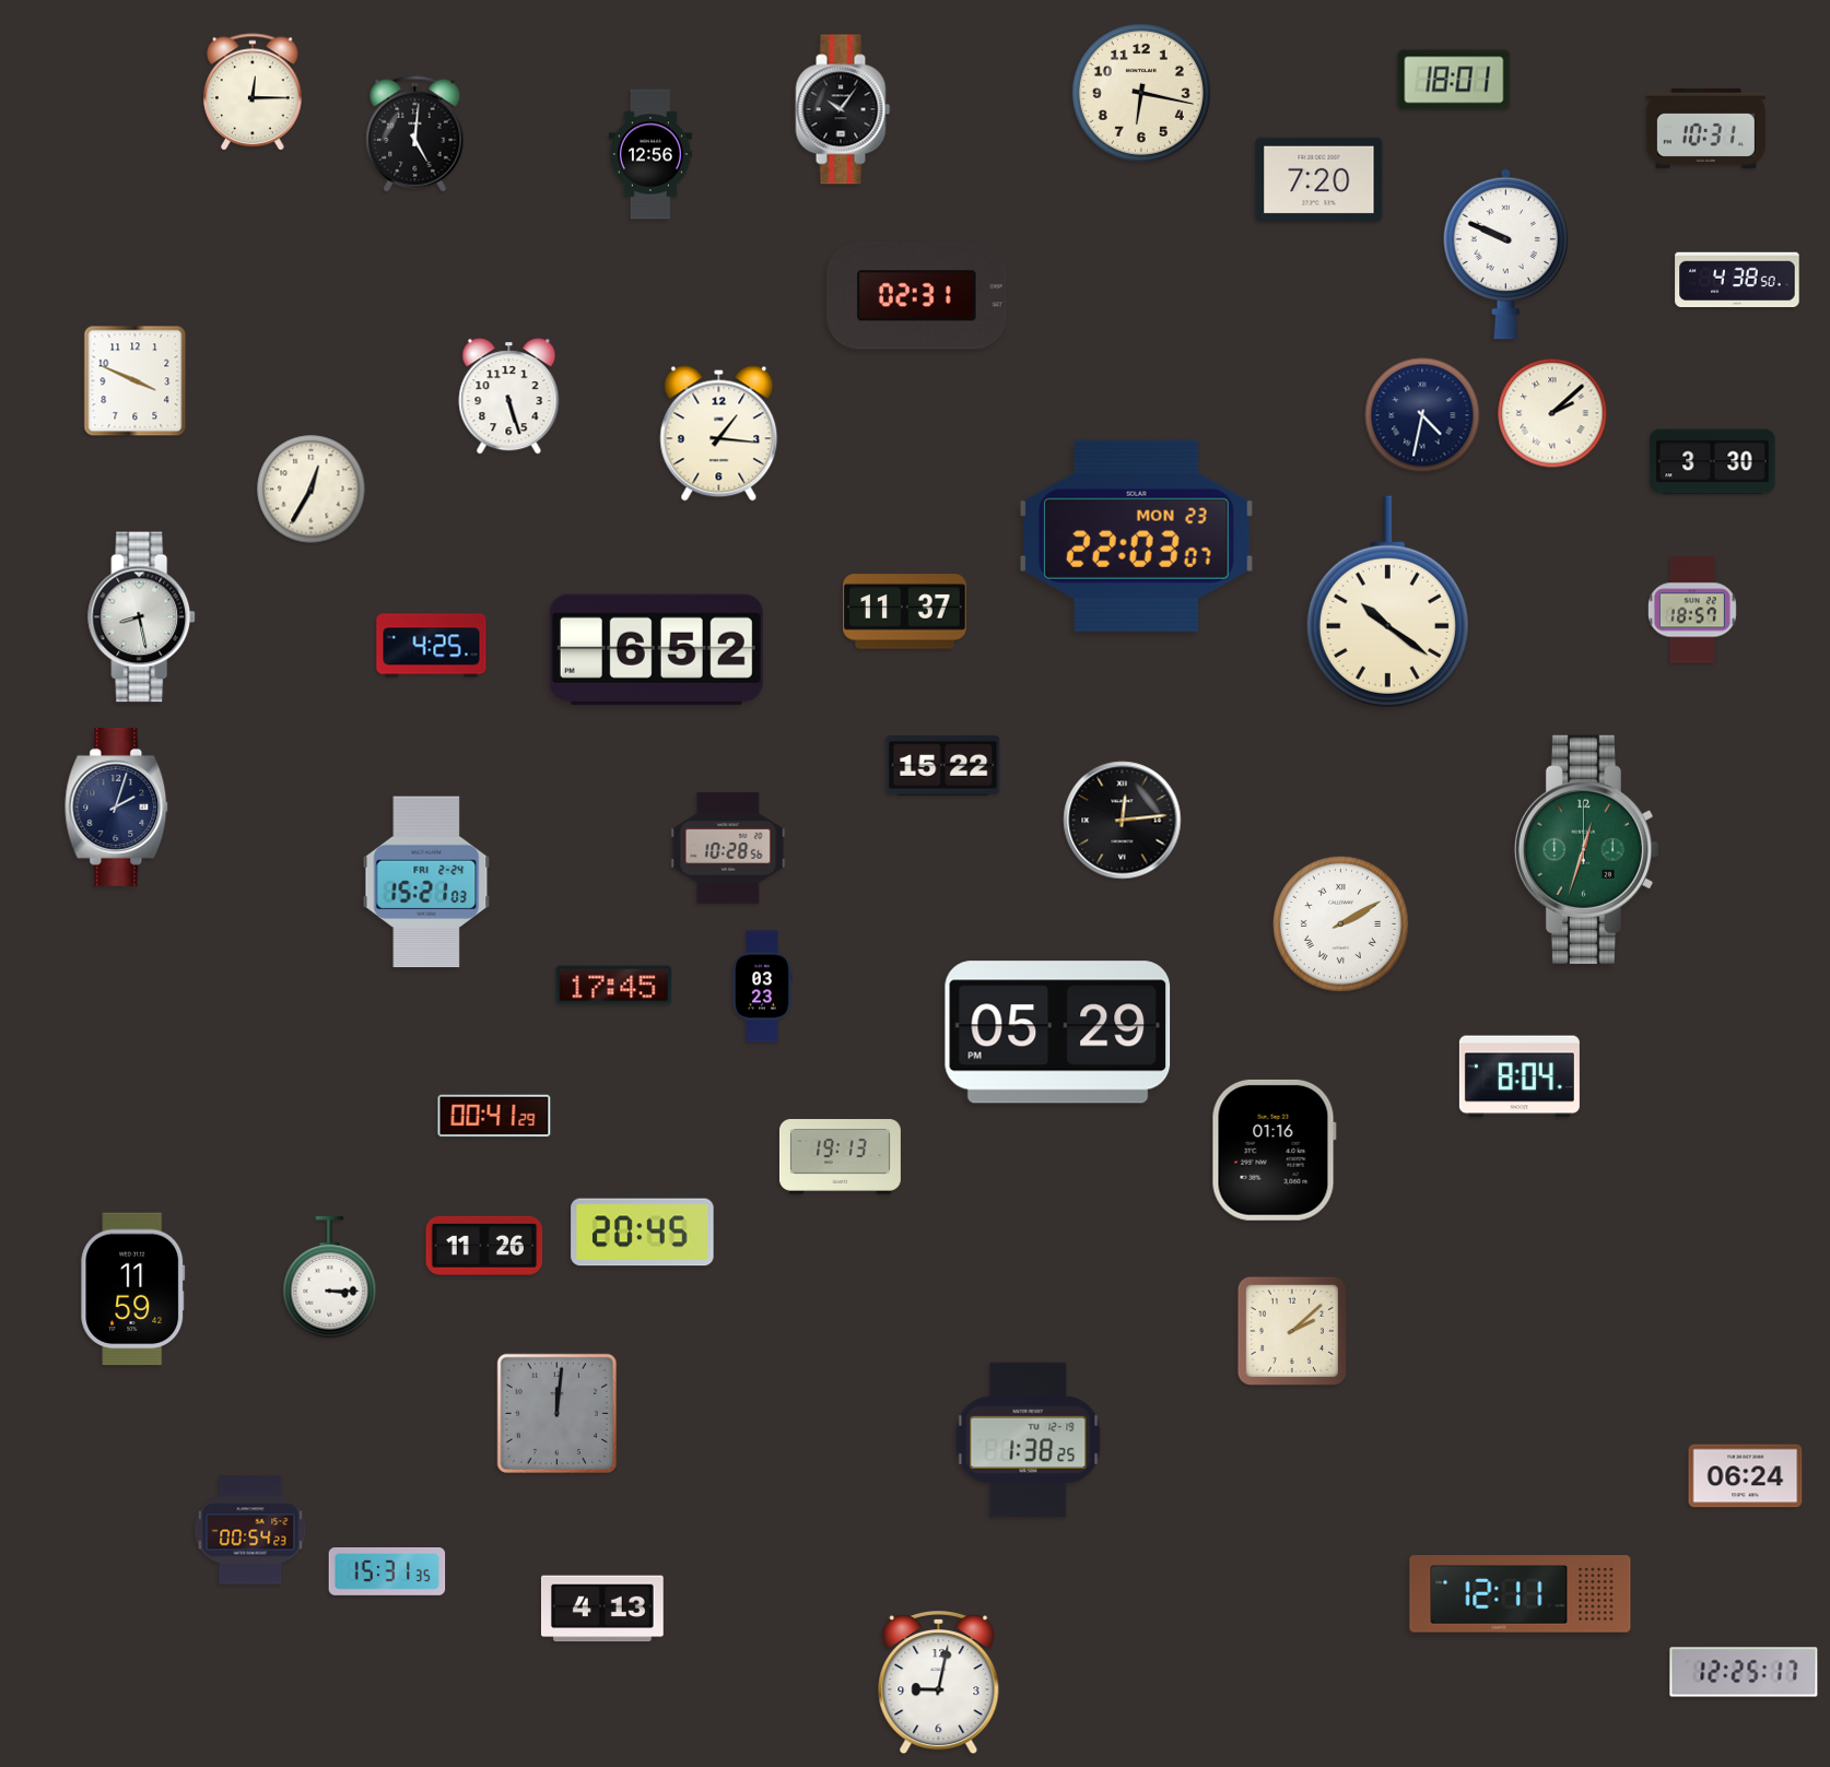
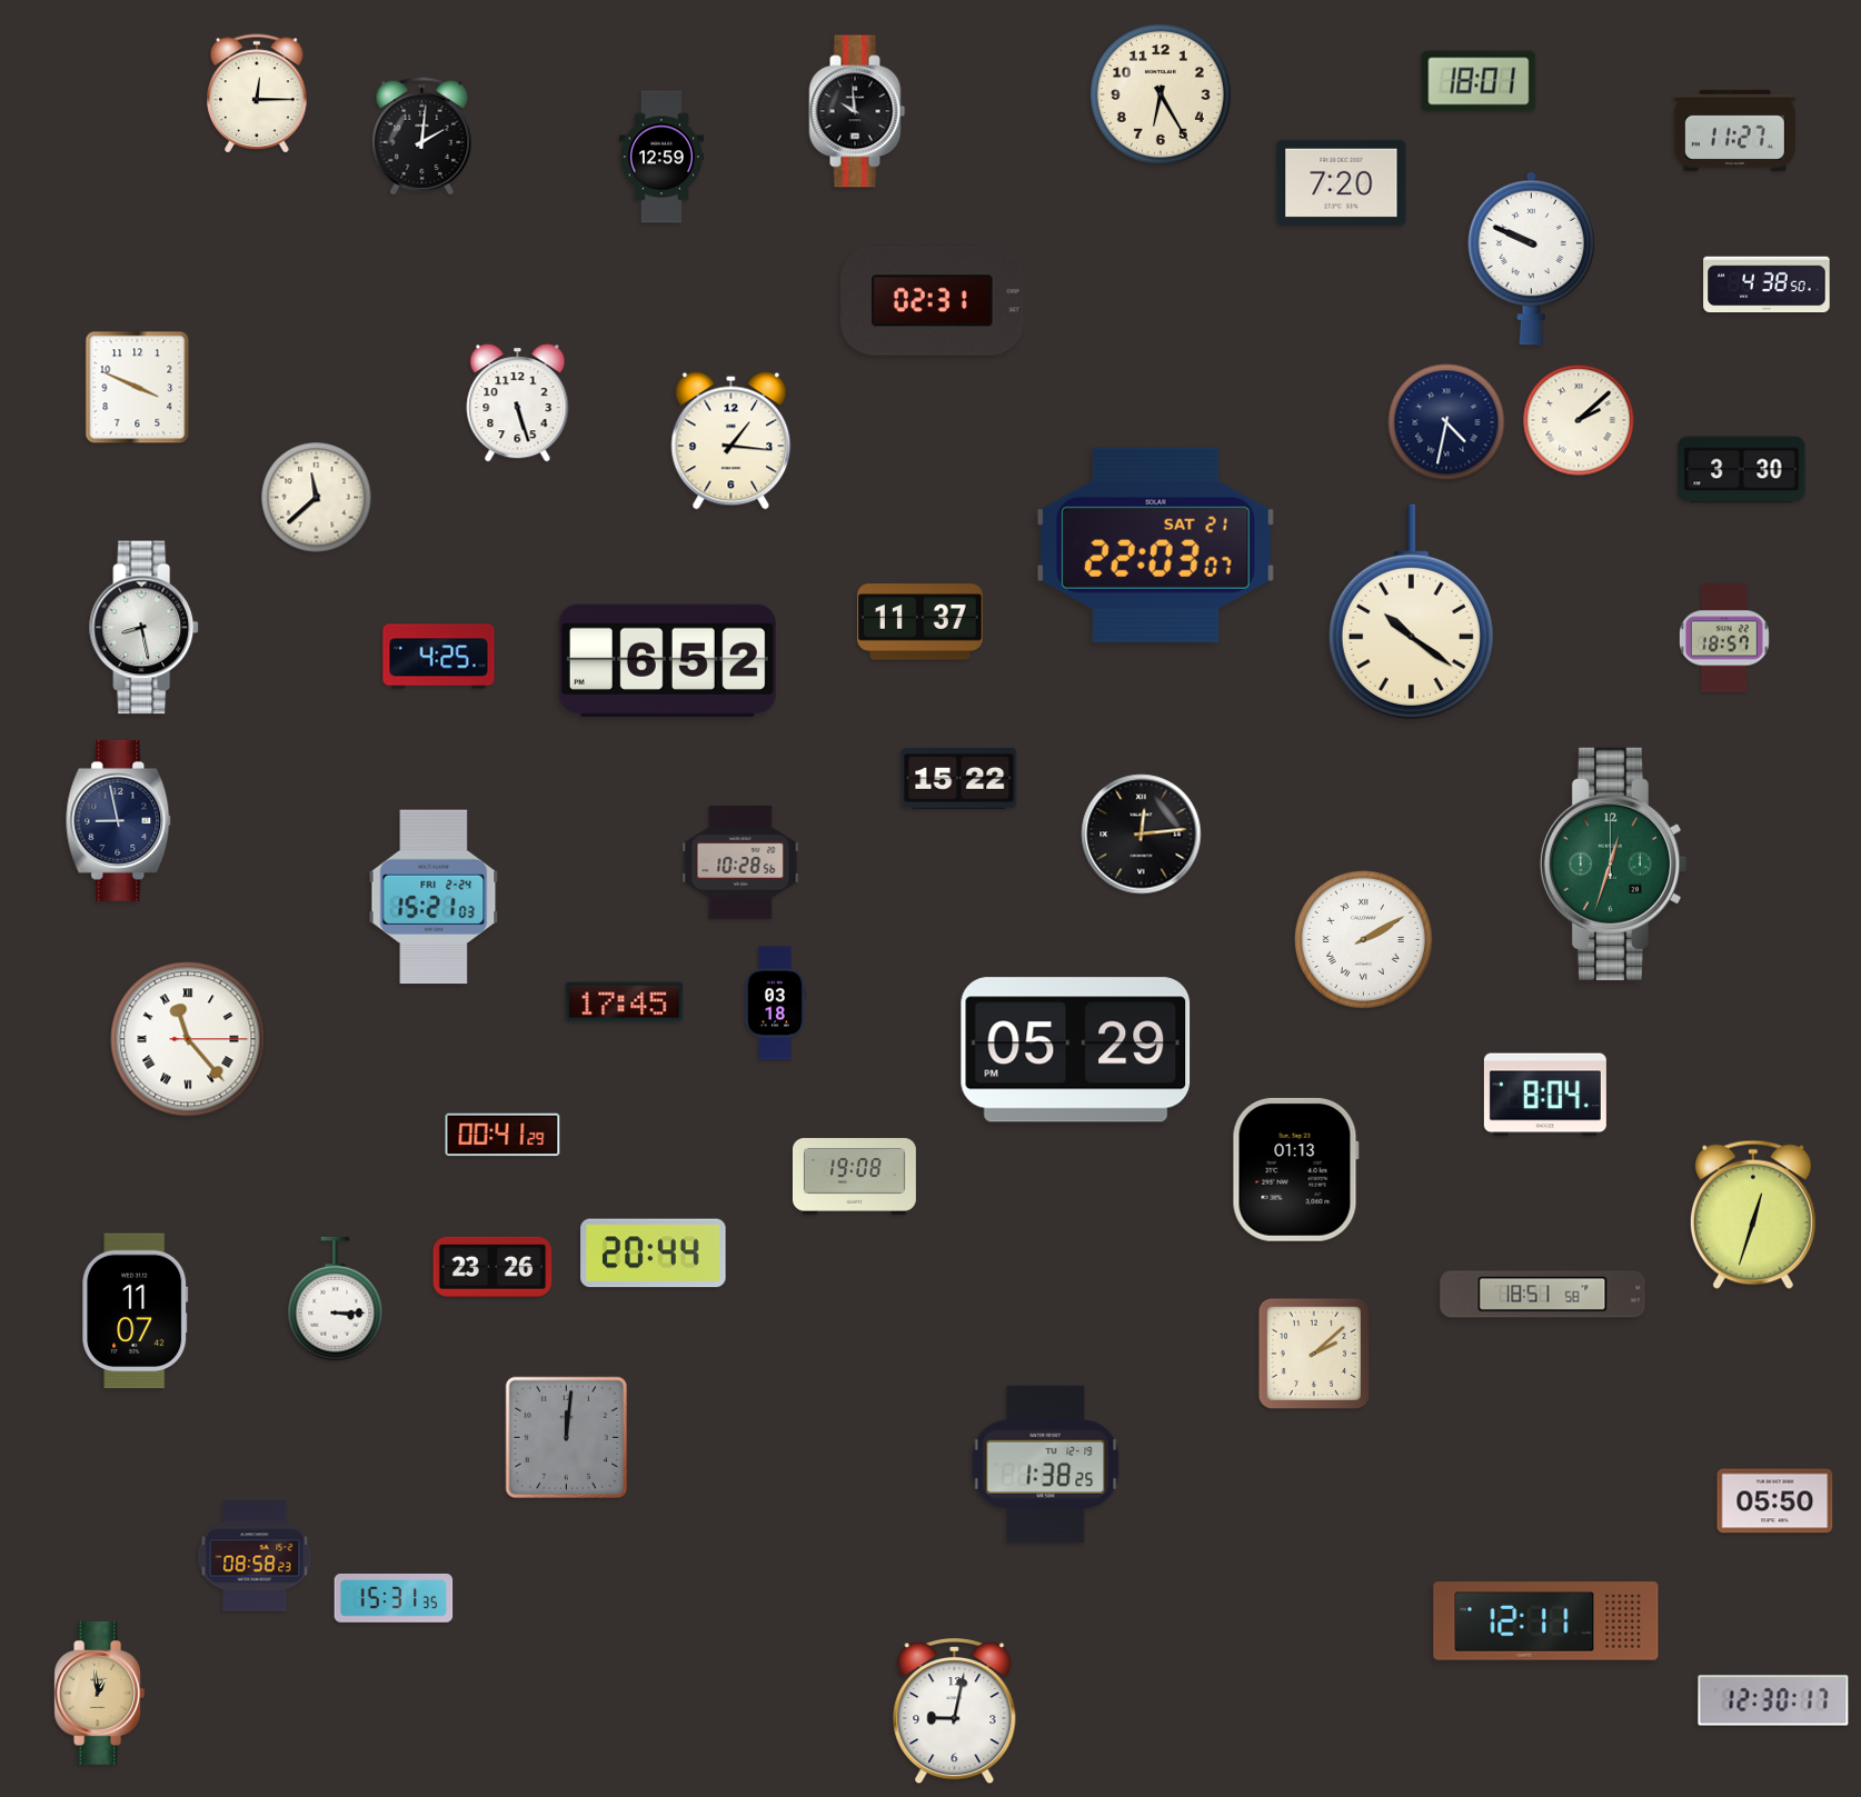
clock at (1141, 93): 6:17 -> 6:25
clock at (843, 109): 10:06 -> 9:59
clock at (1705, 128): 10:31 -> 11:27
clock at (415, 134): 5:01 -> 2:01
clock at (650, 154): 12:56 -> 12:59
clock at (312, 490): 12:35 -> 11:38
clock at (1136, 535) date: MON 23 -> SAT 21
clock at (1692, 610) position: (1692, 610) -> (1724, 638)
clock at (117, 806): 2:03 -> 8:58
clock at (762, 987): 03:23 -> 03:18
clock at (188, 1039): none -> 11:23
clock at (1274, 1150): 01:16 -> 01:13
clock at (840, 1157): 19:13 -> 19:08
clock at (1753, 1215): none -> 12:33
clock at (643, 1233): 20:45 -> 20:44
clock at (484, 1246): 11:26 -> 23:26
clock at (1543, 1295): none -> 18:51
clock at (133, 1289): 11:59 -> 11:07
clock at (1746, 1476): 06:24 -> 05:50
clock at (250, 1530): 00:54 -> 08:58
clock at (602, 1609): 4:13 -> none
clock at (100, 1694): none -> 12:59
clock at (1744, 1672): 12:25 -> 12:30
